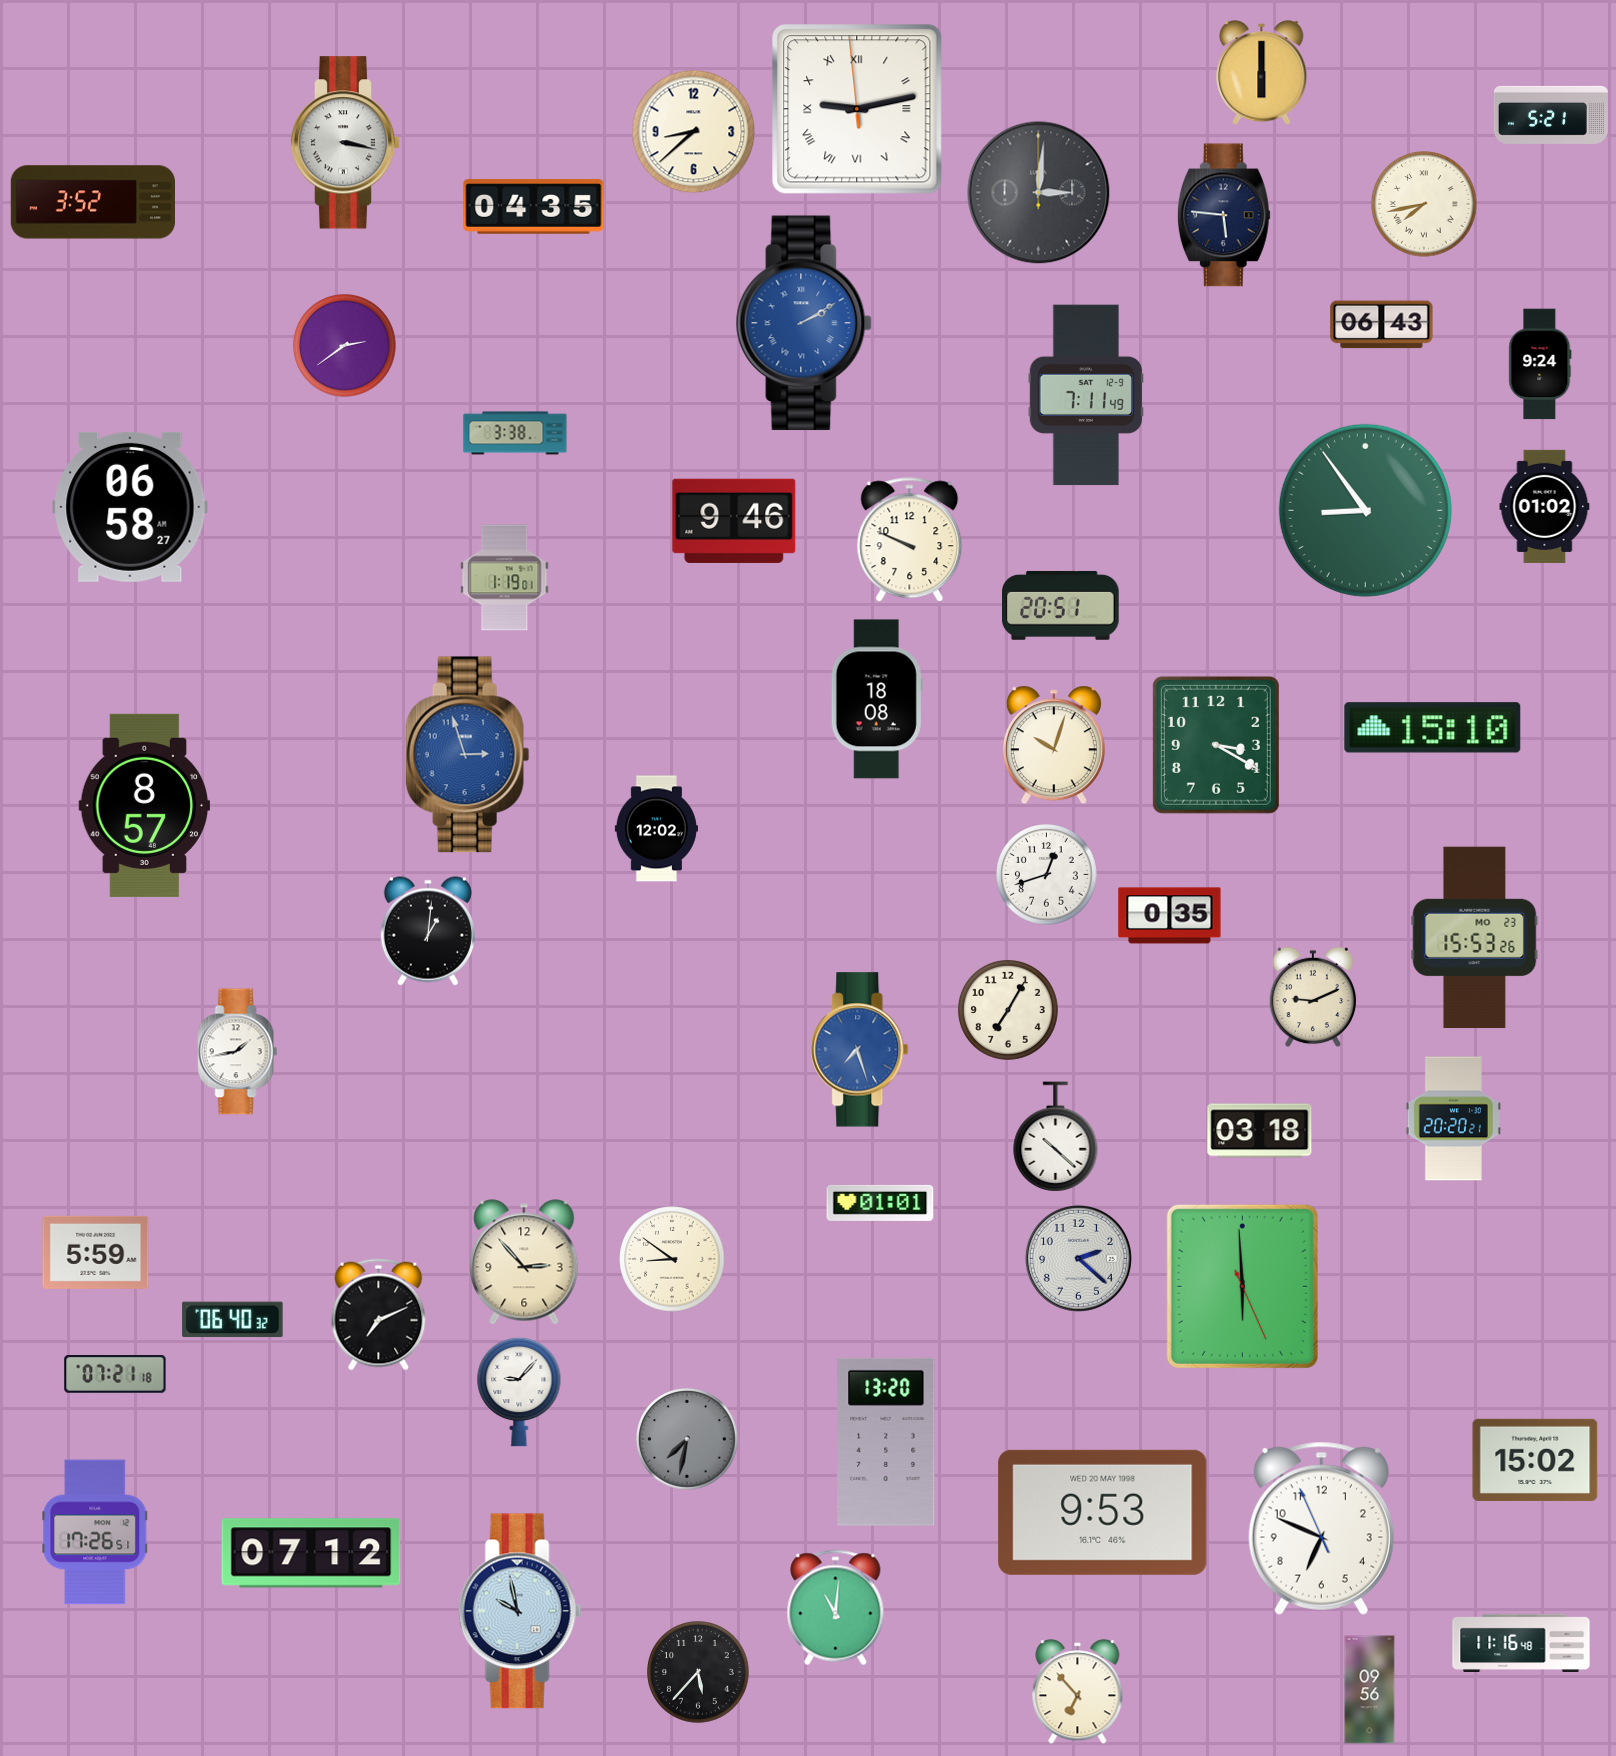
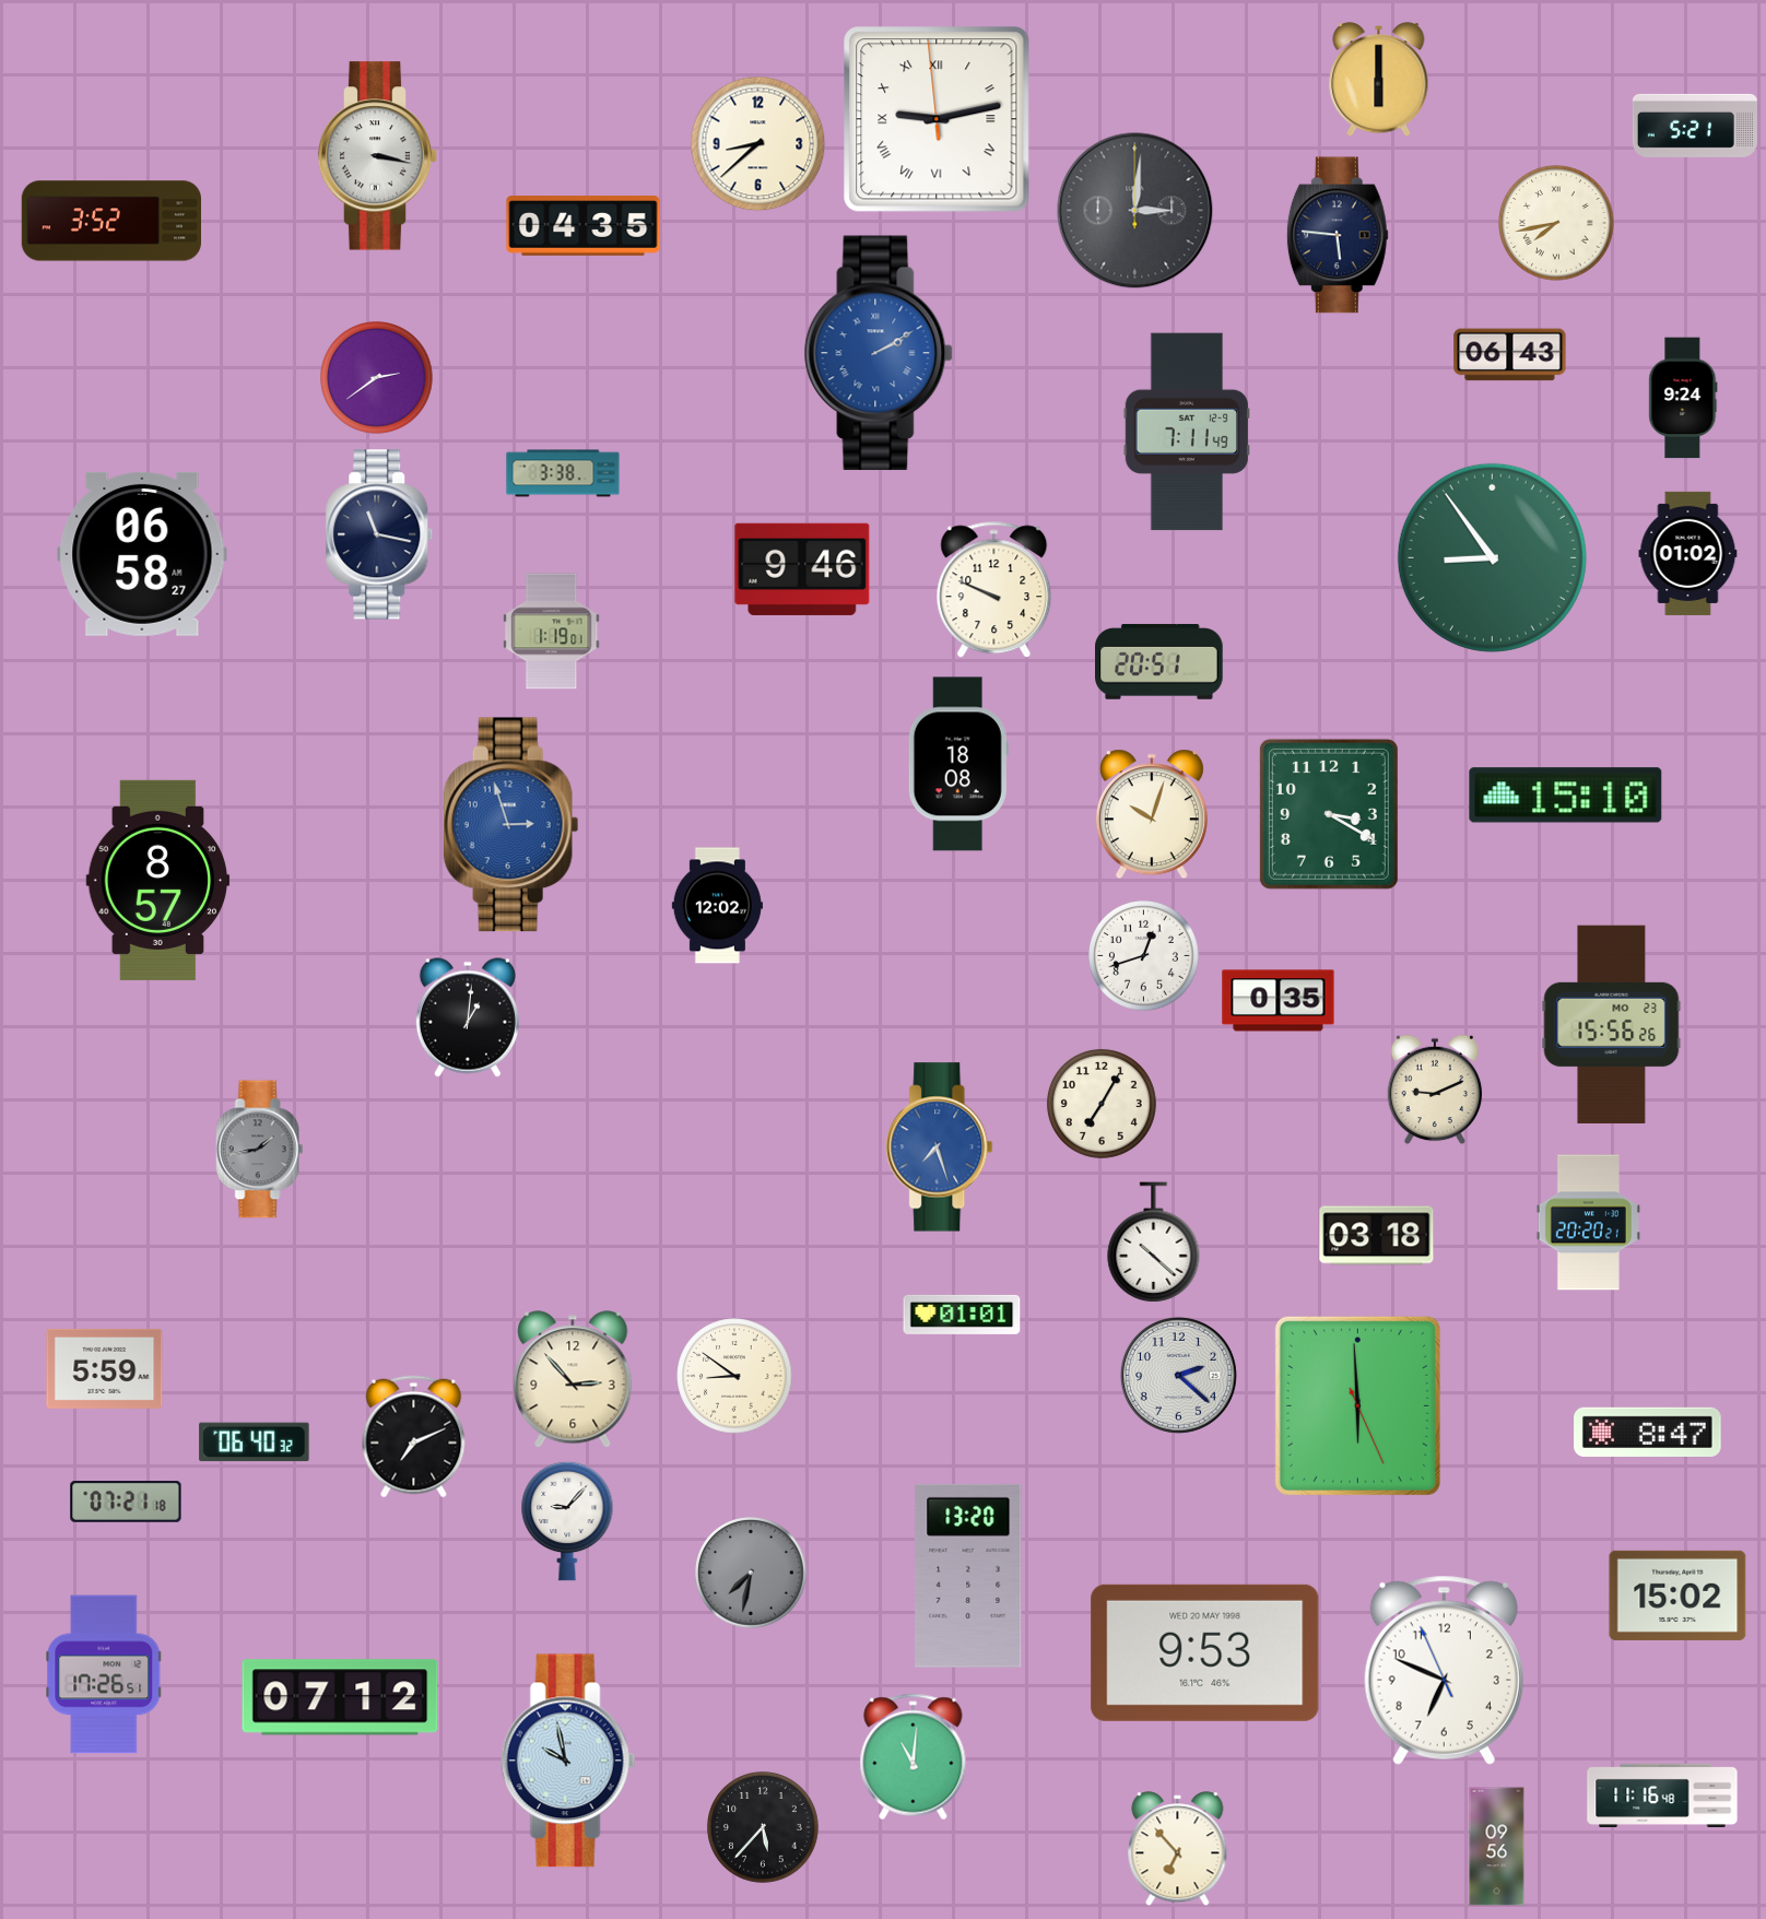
clock at (92, 202) position: (92, 202) -> (110, 221)
clock at (379, 534): none -> 11:17
clock at (1475, 937): 15:53 -> 15:56
clock at (238, 1052) dial: white -> grey
clock at (1648, 1432): none -> 8:47
